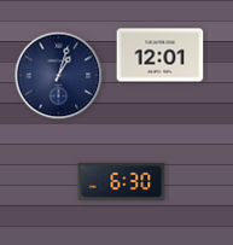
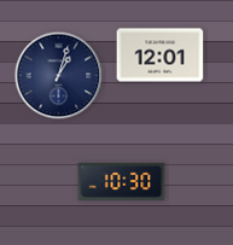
clock at (122, 181): 6:30 -> 10:30
